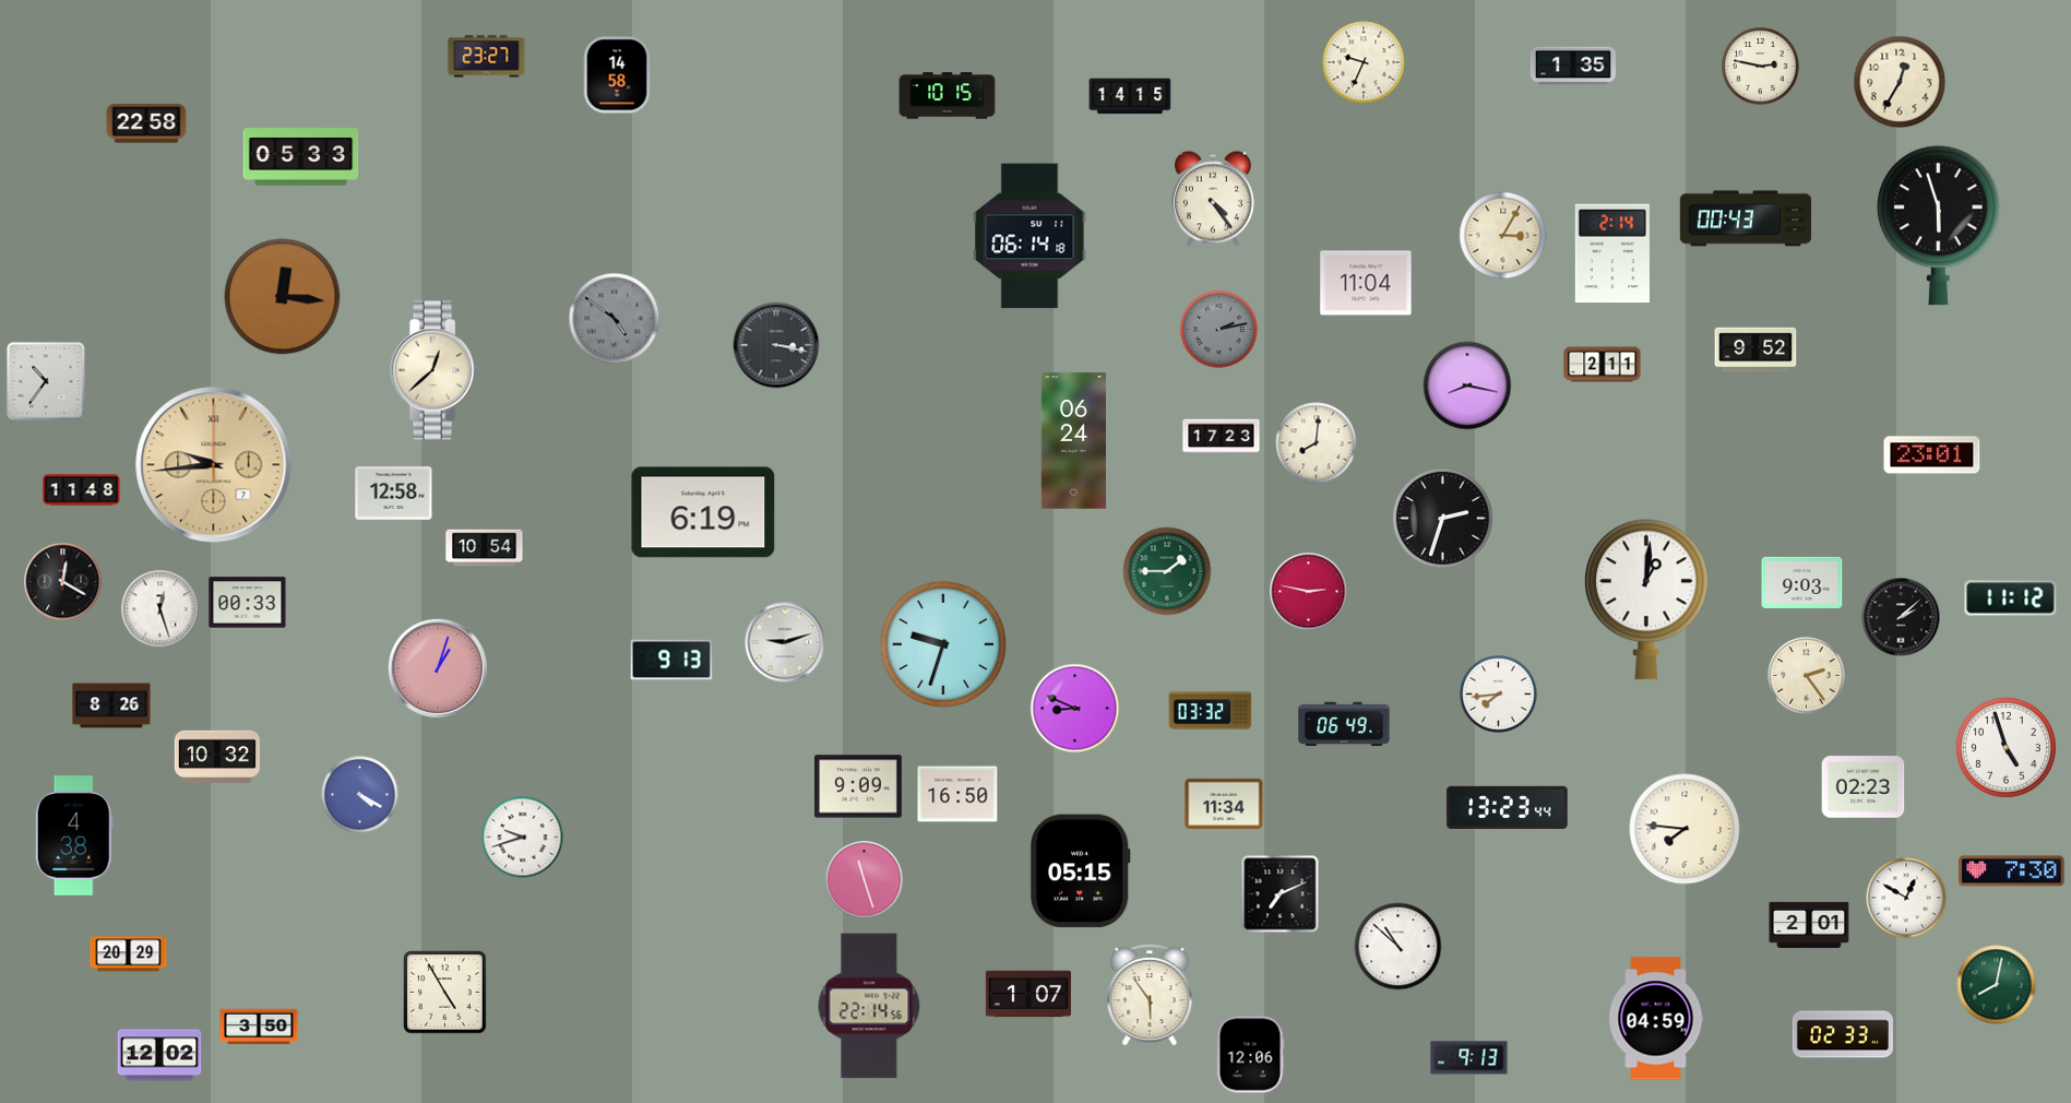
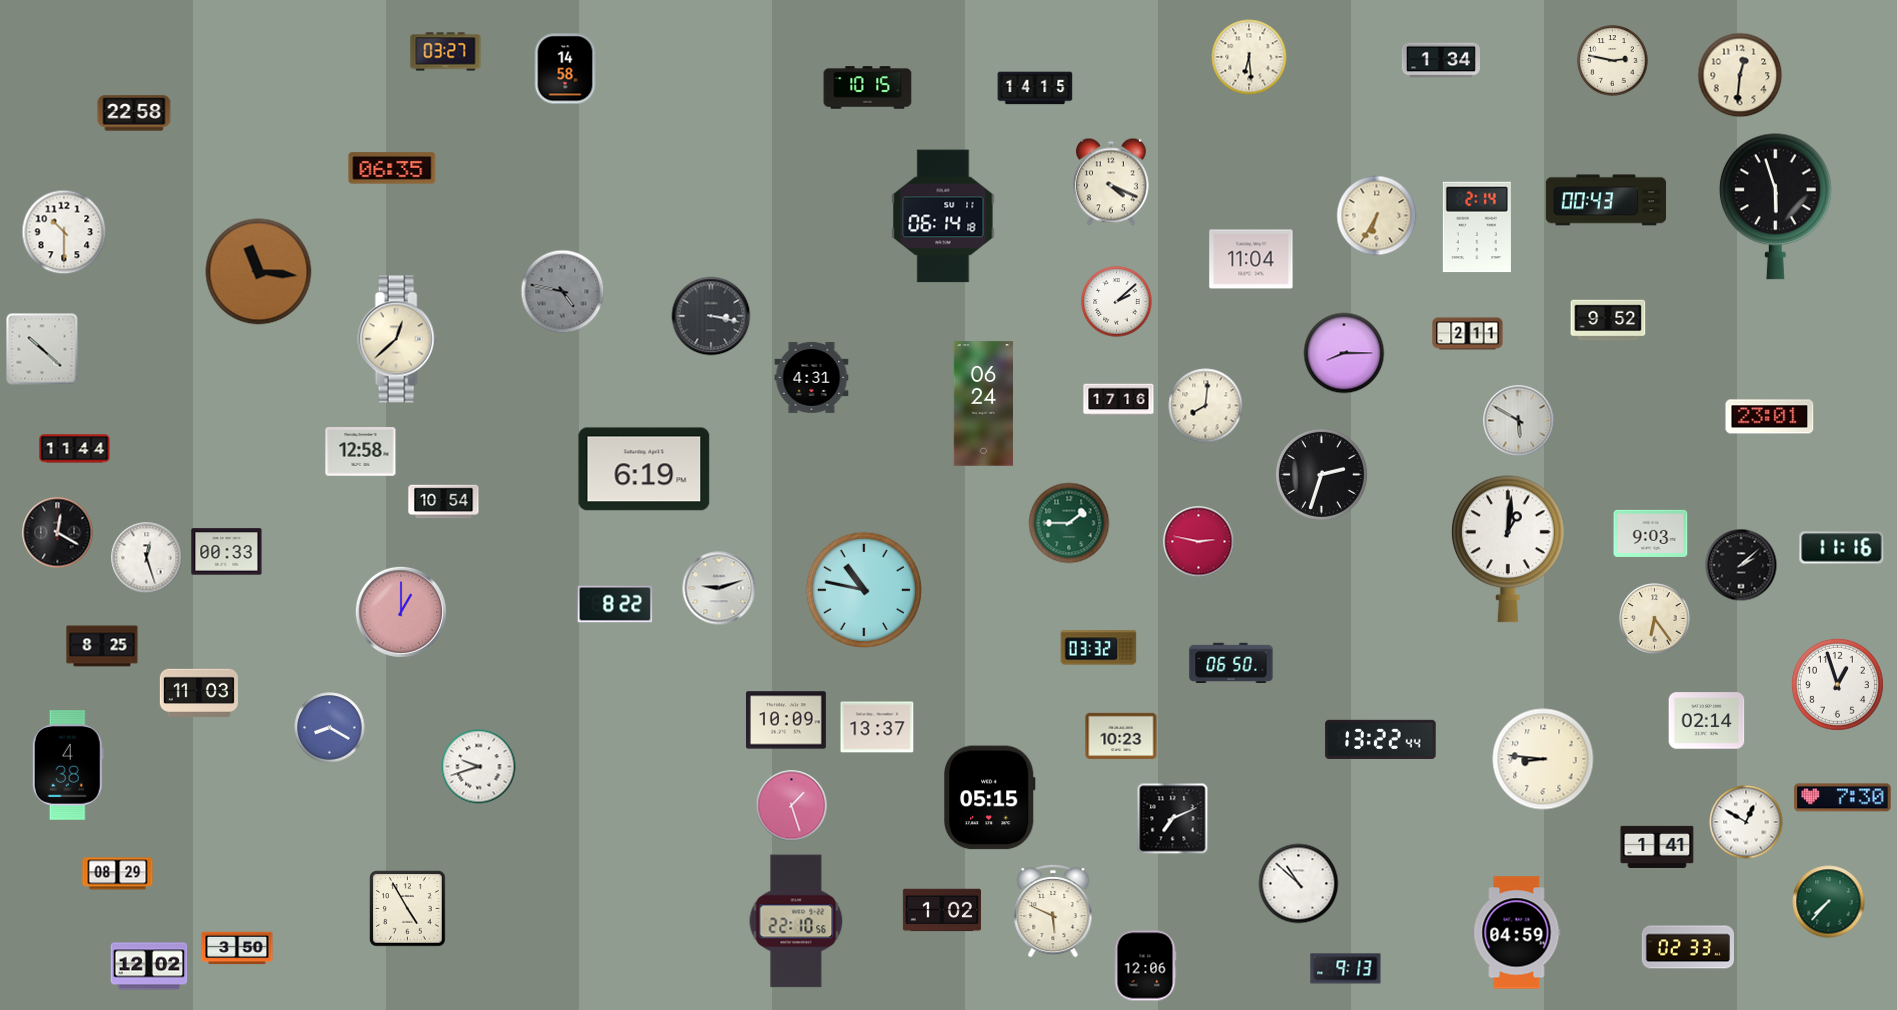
clock at (487, 57): 23:27 -> 03:27
clock at (1364, 62): 9:34 -> 6:29
clock at (1573, 66): 1:35 -> 1:34
clock at (1900, 82): 12:35 -> 12:31
clock at (301, 157): 05:33 -> none
clock at (392, 168): none -> 06:35
clock at (1213, 199): 4:24 -> 4:19
clock at (1746, 218) position: (1746, 218) -> (1606, 200)
clock at (1503, 236): 3:05 -> 6:35
clock at (64, 232): none -> 10:30
clock at (1612, 253) position: (1612, 253) -> (1477, 227)
clock at (283, 297): 12:16 -> 11:16
clock at (615, 319): 4:51 -> 4:47
clock at (1219, 330): 2:13 -> 2:08
clock at (1219, 330) dial: grey -> white
clock at (46, 381): 10:36 -> 10:22
clock at (1467, 386): 8:17 -> 8:15
clock at (812, 377): none -> 4:31
clock at (1222, 437): 17:23 -> 17:16
clock at (1519, 421): none -> 5:50
clock at (214, 465): 9:44 -> none
clock at (82, 490): 11:48 -> 11:44
clock at (2011, 598): 11:12 -> 11:16
clock at (943, 644): 9:33 -> 10:47
clock at (671, 660): 9:13 -> 8:22
clock at (438, 668): 1:03 -> 1:00
clock at (1807, 676): 2:24 -> 6:24
clock at (1499, 695): 7:44 -> none
clock at (111, 705): 8:26 -> 8:25
clock at (1075, 709): 8:49 -> none
clock at (1211, 711) position: (1211, 711) -> (1099, 648)
clock at (1344, 724): 06:49 -> 06:50
clock at (2005, 747): 4:57 -> 12:57
clock at (217, 756): 10:32 -> 11:03
clock at (858, 786): 9:09 -> 10:09
clock at (1864, 787): 02:23 -> 02:14
clock at (957, 794): 16:50 -> 13:37
clock at (360, 795): 4:20 -> 8:20
clock at (1224, 804): 11:34 -> 10:23
clock at (1508, 807): 13:23 -> 13:22
clock at (1685, 829): 7:46 -> 8:46
clock at (865, 880): 11:27 -> 1:27
clock at (1809, 925): 2:01 -> 1:41
clock at (1398, 947) position: (1398, 947) -> (1299, 884)
clock at (129, 954): 20:29 -> 08:29
clock at (1997, 985): 8:02 -> 7:37
clock at (1028, 994): 1:07 -> 1:02
clock at (1150, 995): 5:54 -> 5:49
clock at (869, 1006): 22:14 -> 22:10
clock at (259, 1027) position: (259, 1027) -> (237, 948)
clock at (159, 1055) position: (159, 1055) -> (149, 966)
